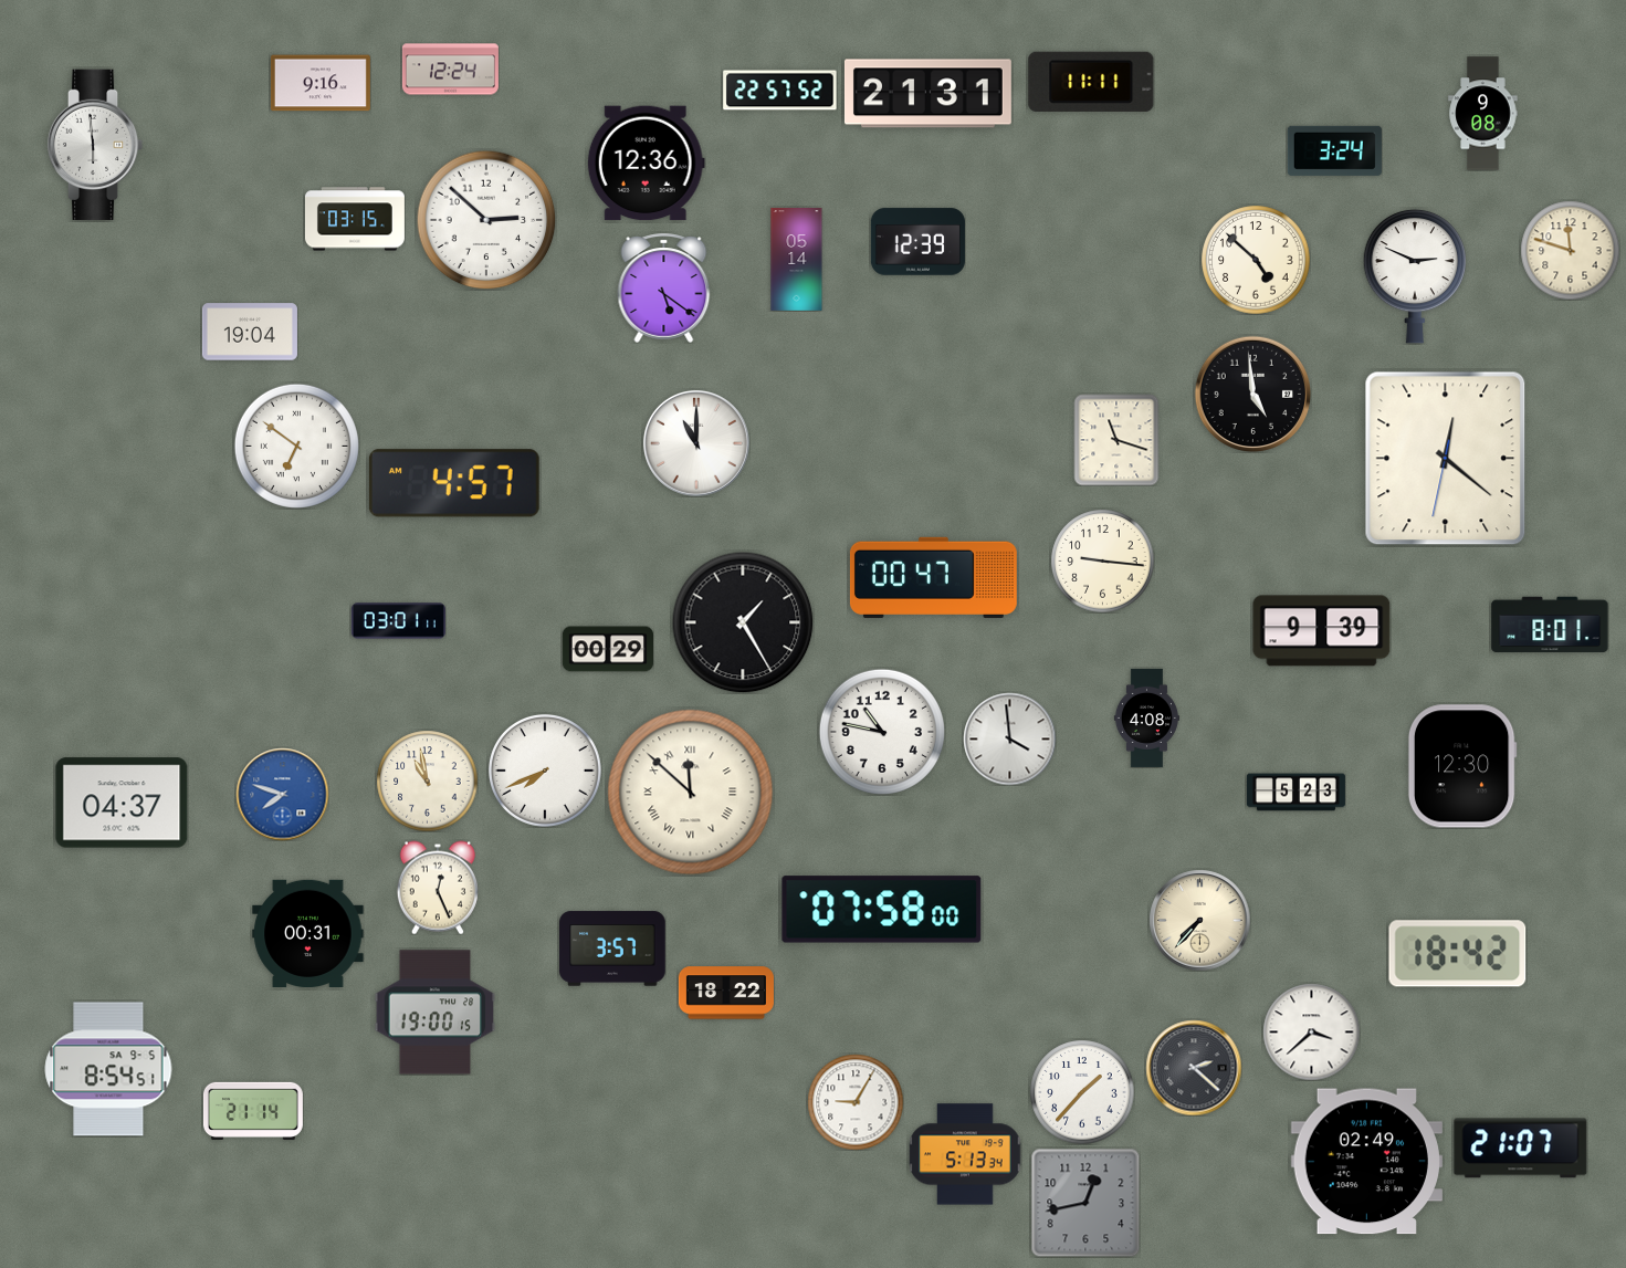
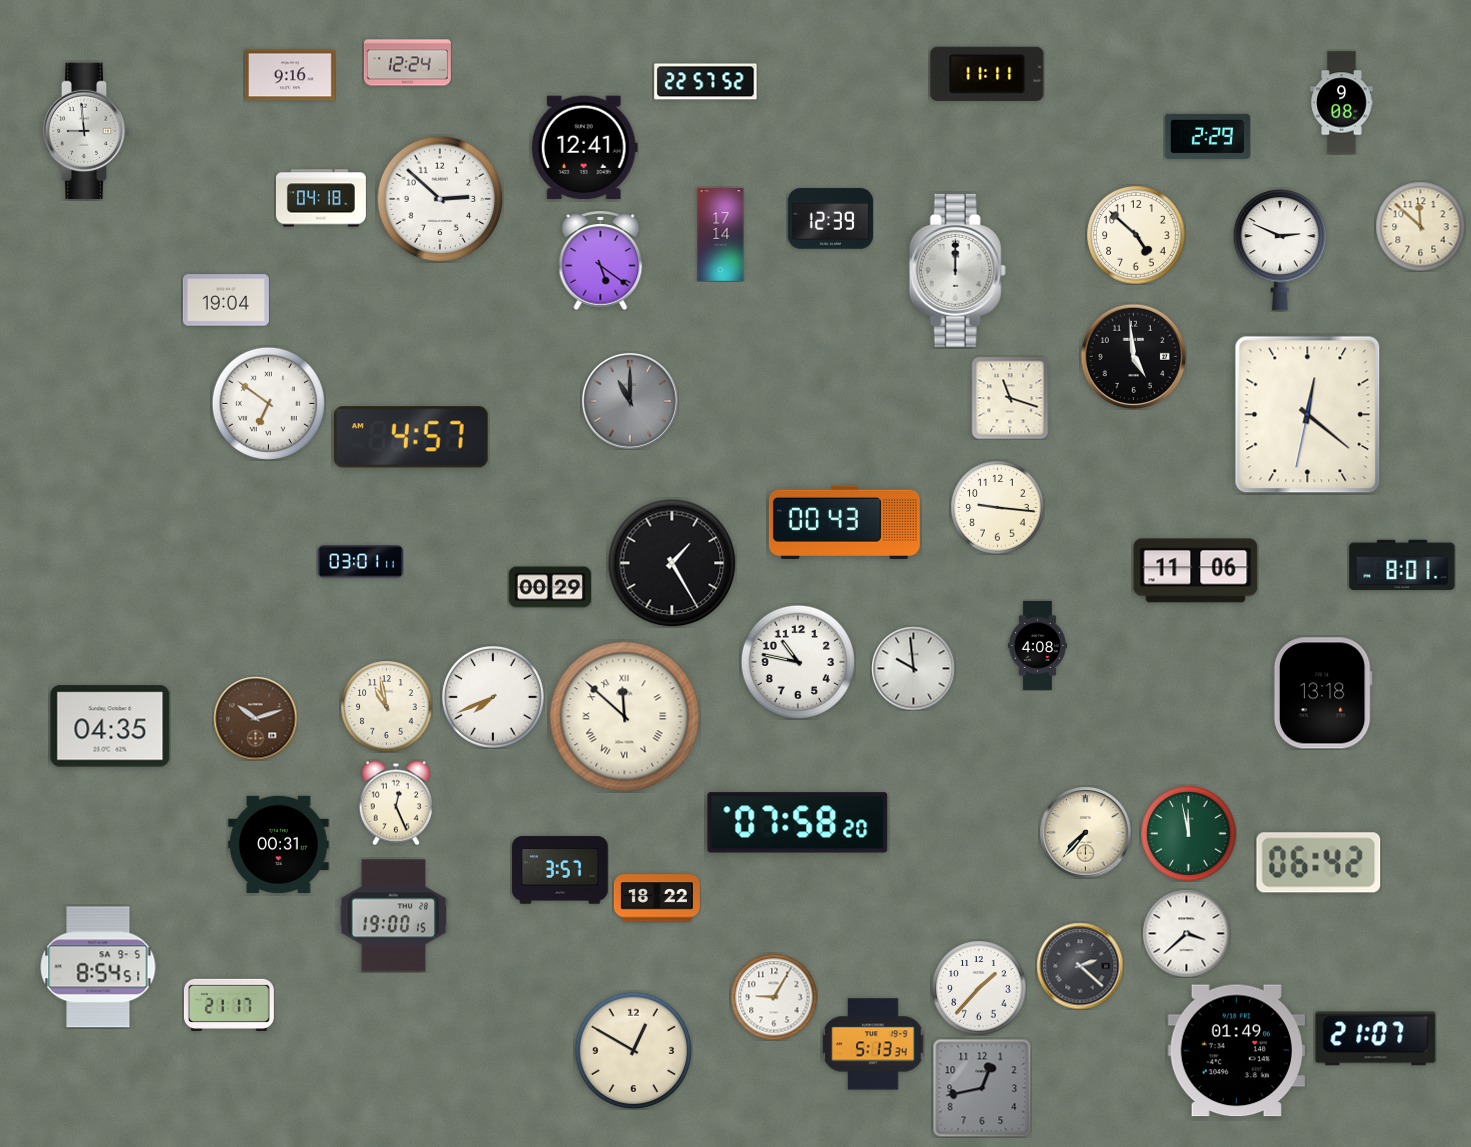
clock at (927, 94): 21:31 -> none
clock at (95, 145): 5:59 -> 8:59
clock at (1334, 150): 3:24 -> 2:29
clock at (646, 164): 12:36 -> 12:41
clock at (355, 219): 03:15 -> 04:18
clock at (1570, 250): 11:48 -> 11:52
clock at (797, 260): 05:14 -> 17:14
clock at (957, 270): none -> 12:00
clock at (696, 443) dial: white -> grey
clock at (933, 577): 00:47 -> 00:43
clock at (1322, 631): 9:39 -> 11:06
clock at (1146, 717) position: (1146, 717) -> (1037, 645)
clock at (1009, 738): 3:59 -> 9:59
clock at (1462, 766): 12:30 -> 13:18
clock at (1295, 793): 5:23 -> none
clock at (282, 794): 7:48 -> 10:12
clock at (282, 794) dial: blue -> brown
clock at (122, 803): 04:37 -> 04:35
clock at (882, 910): 07:58:00 -> 07:58:20
clock at (1188, 833): none -> 11:58
clock at (612, 949) position: (612, 949) -> (560, 870)
clock at (1458, 954): 18:42 -> 06:42
clock at (253, 1111): 21:14 -> 21:17
clock at (633, 1050): none -> 12:50
clock at (1366, 1162): 02:49 -> 01:49
